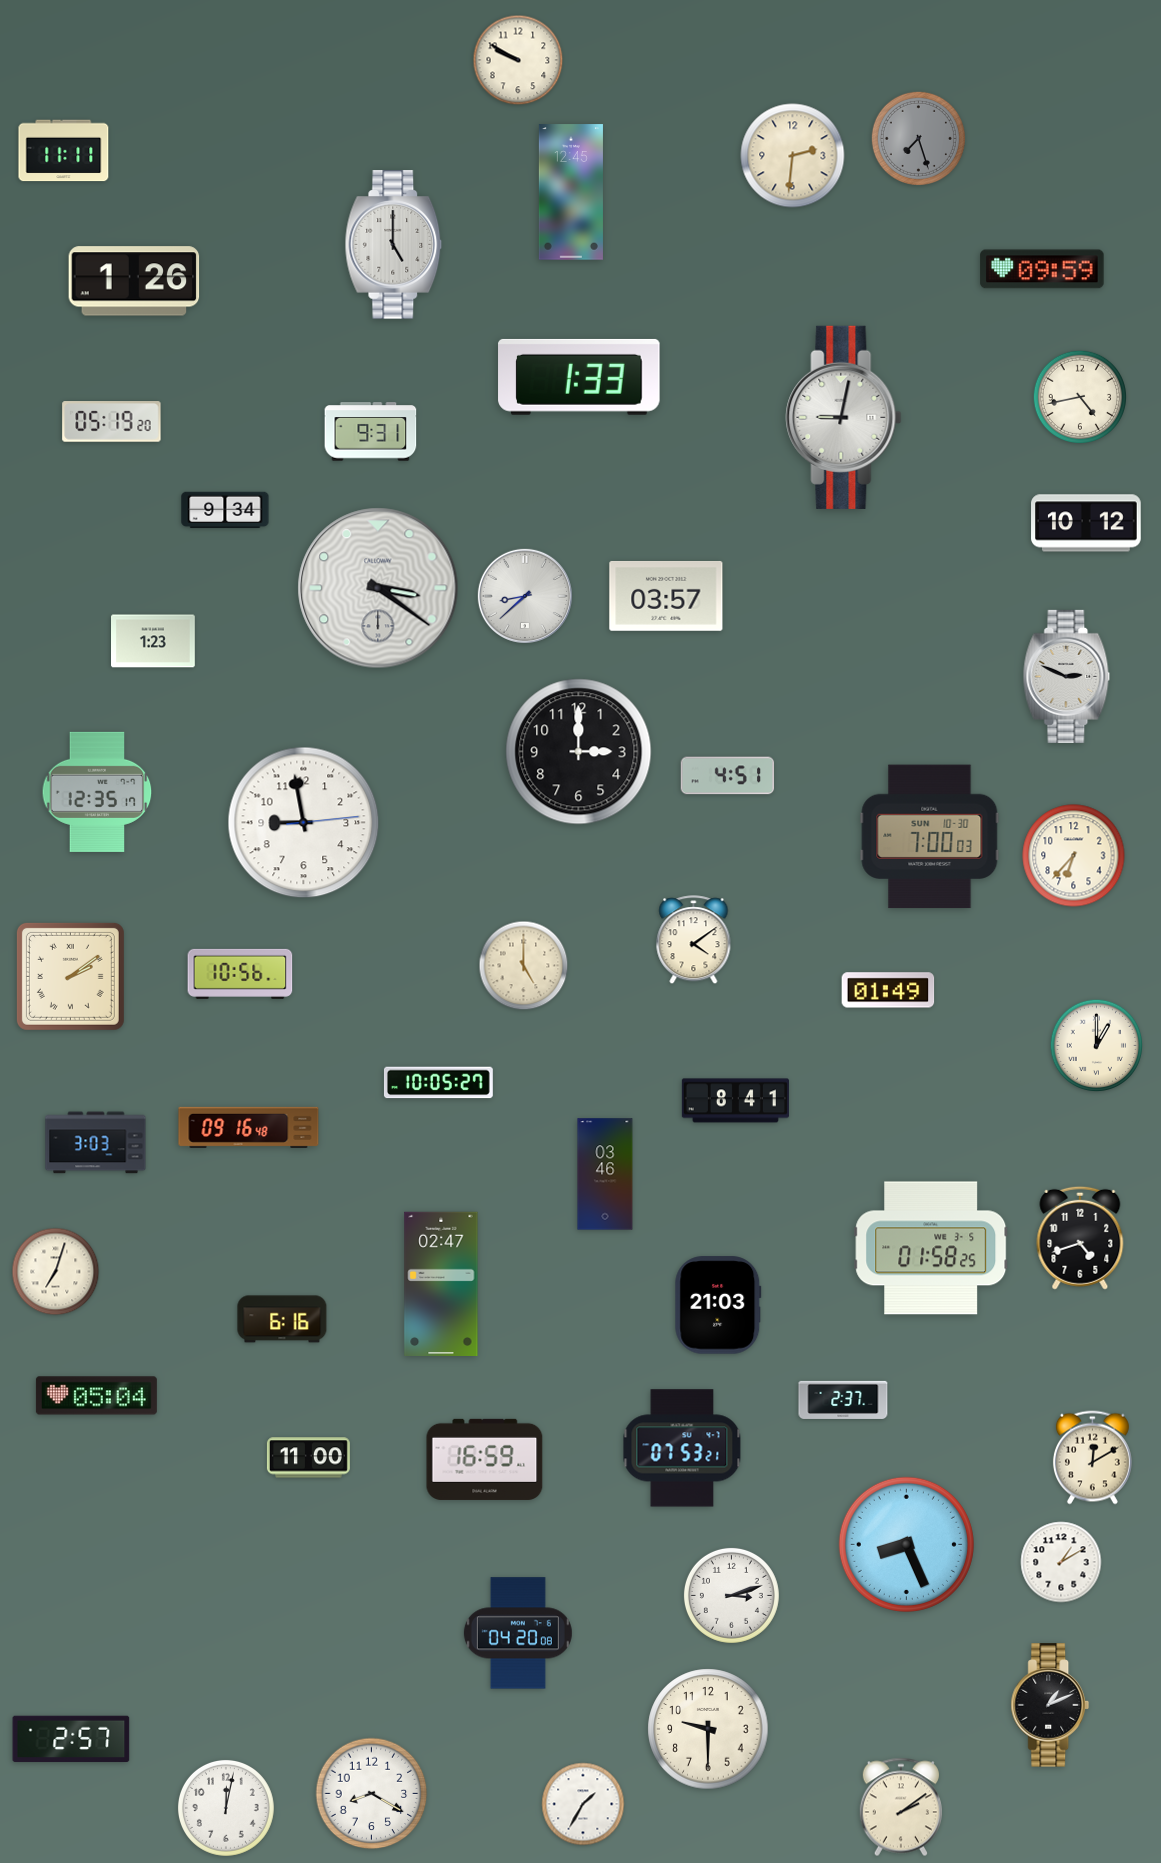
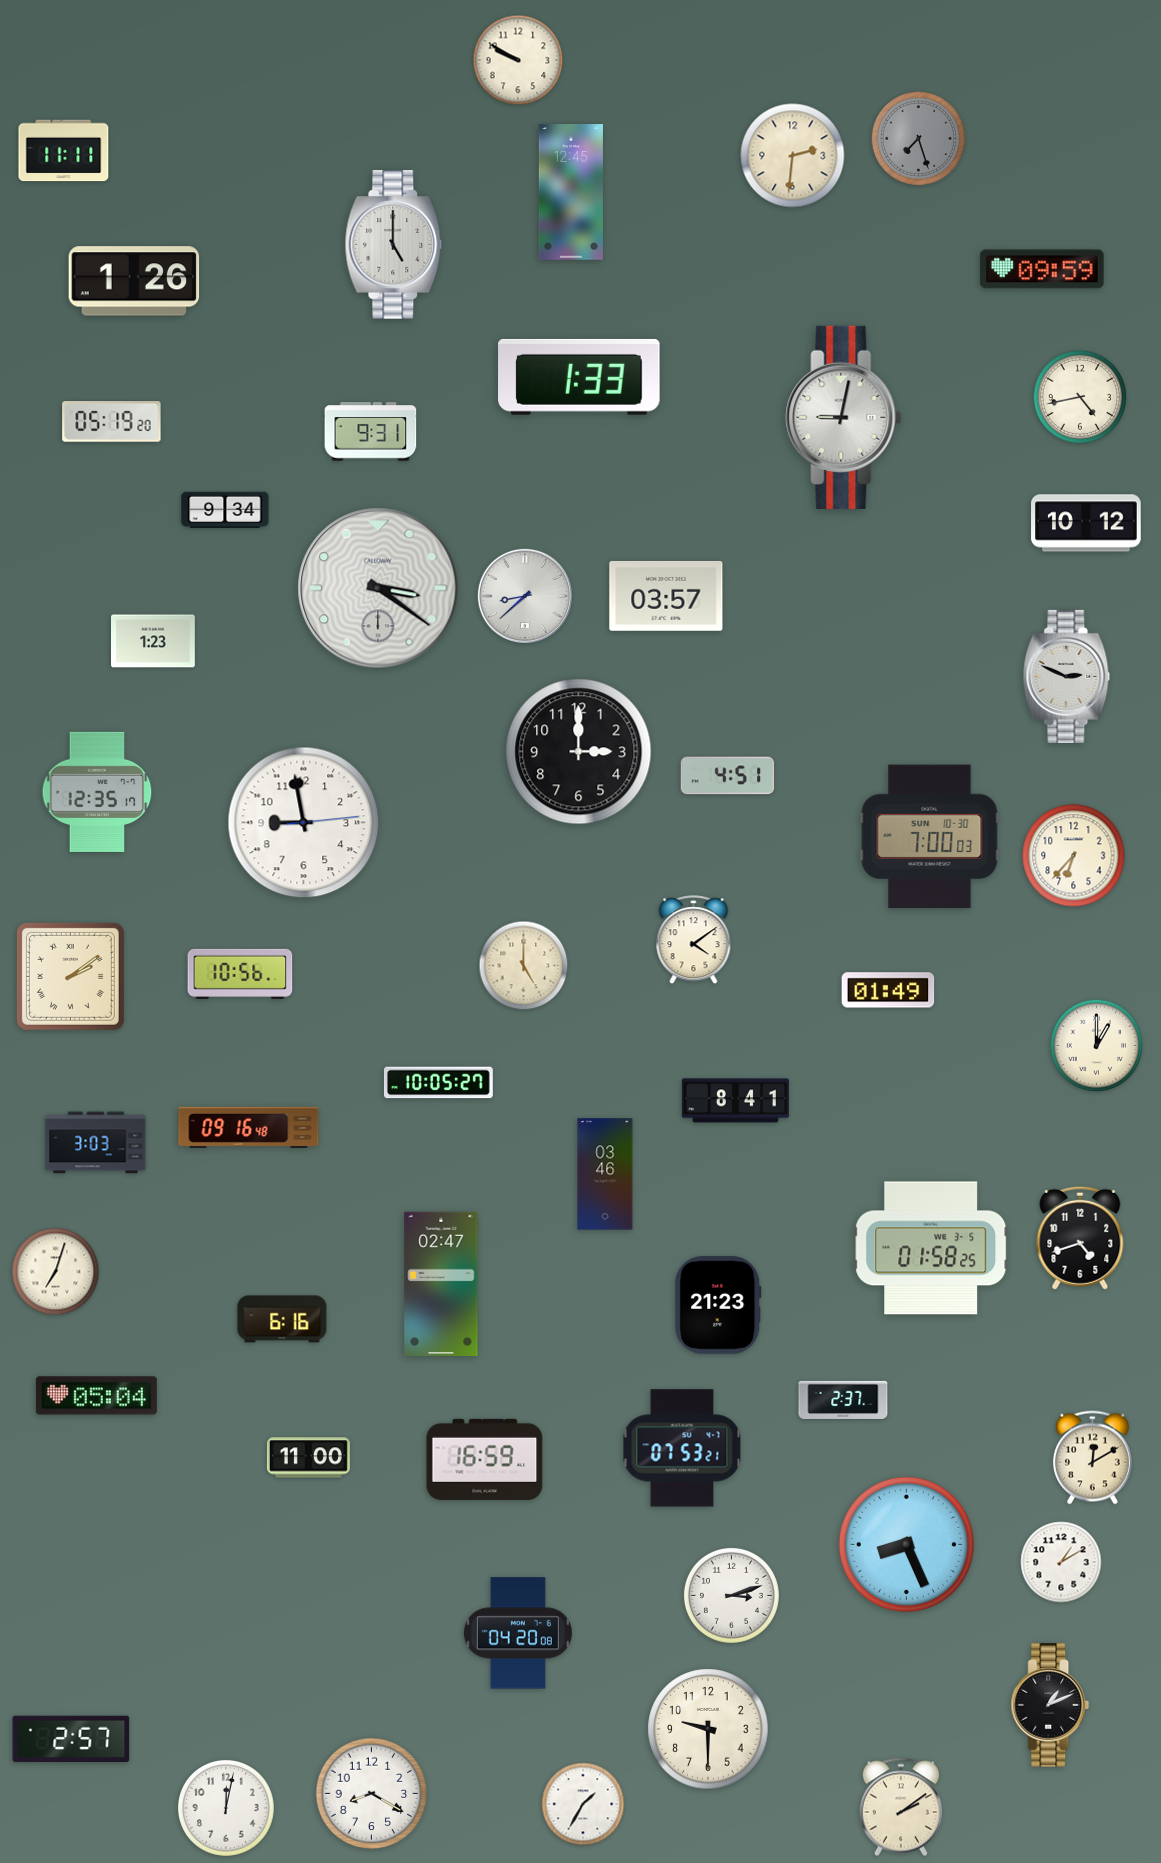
clock at (718, 1305): 21:03 -> 21:23
